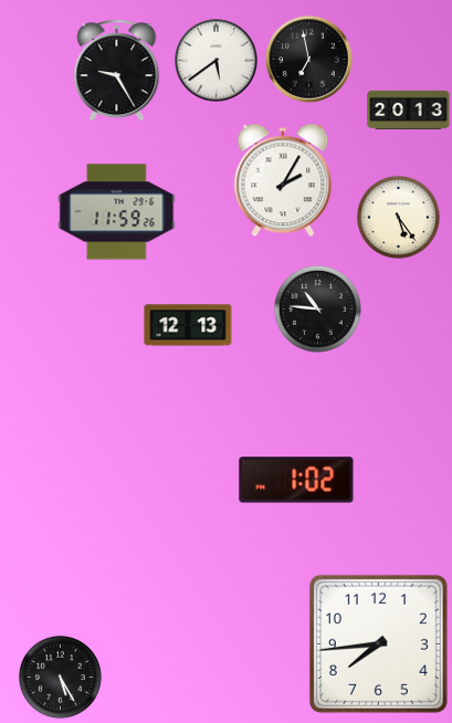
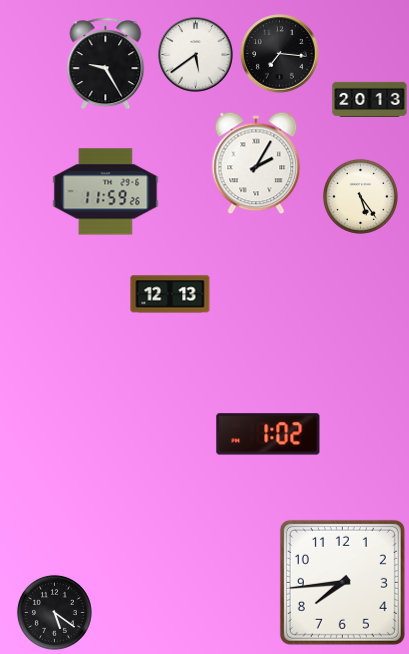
clock at (309, 60): 6:58 -> 7:16
clock at (317, 308): 10:46 -> none
clock at (60, 677): 5:25 -> 5:21
